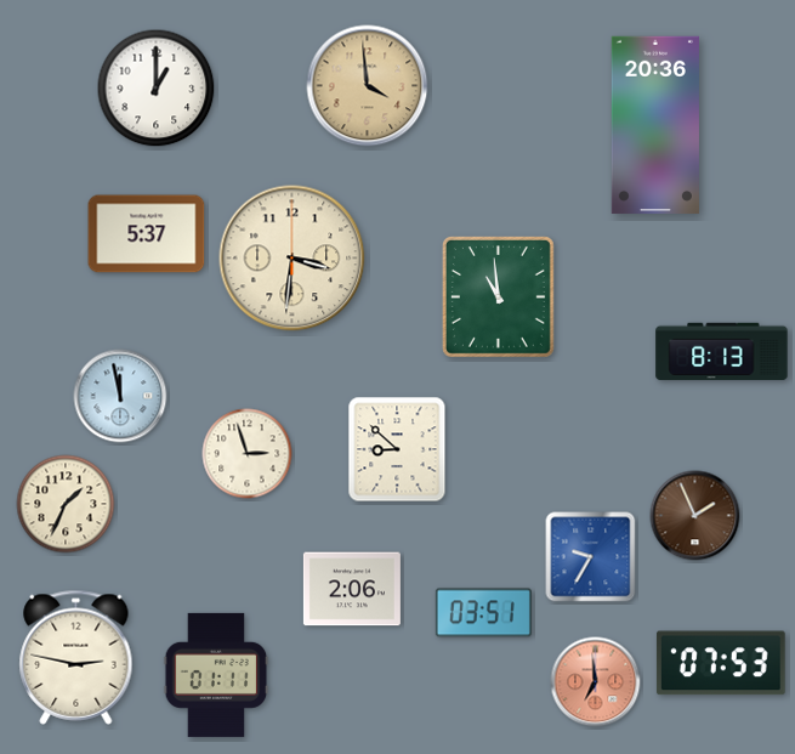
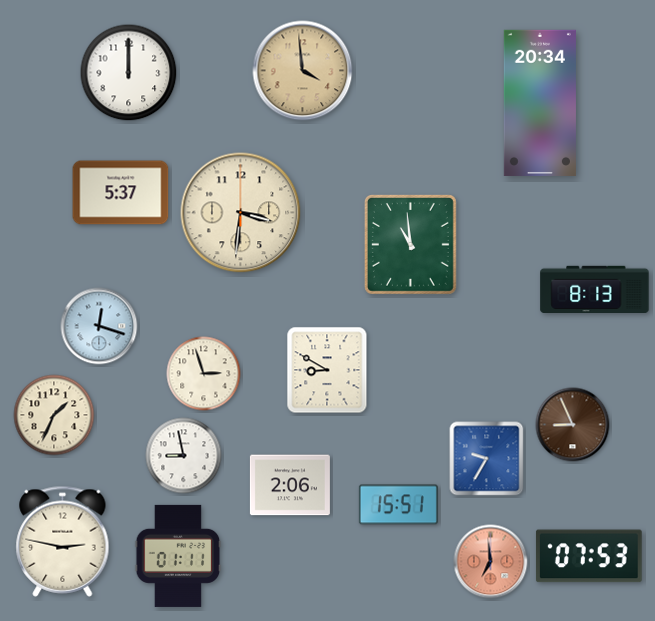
clock at (157, 89): 1:00 -> 12:00
clock at (655, 125): 20:36 -> 20:34
clock at (120, 396): 11:58 -> 12:18
clock at (397, 449): 8:52 -> 8:50
clock at (695, 516): 1:56 -> 8:56
clock at (184, 456): none -> 8:58
clock at (483, 613): 03:51 -> 15:51
clock at (721, 663) position: (721, 663) -> (589, 556)
